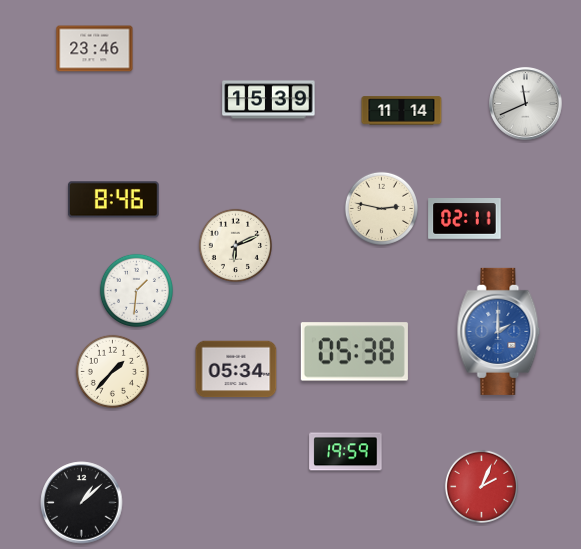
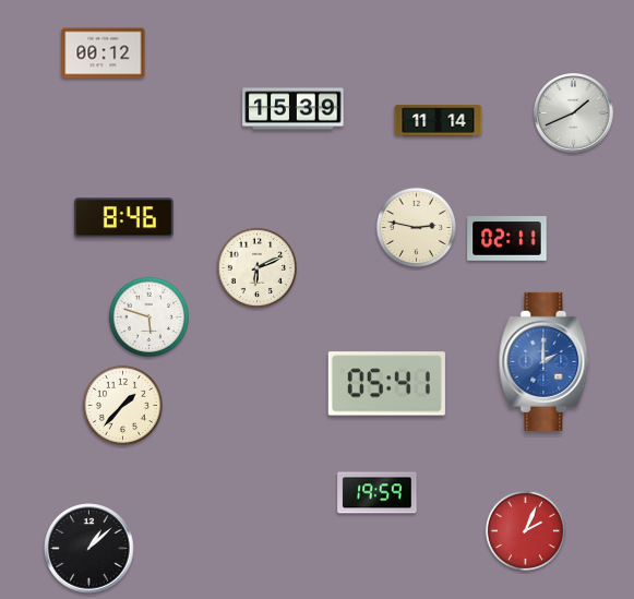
clock at (95, 49): 23:46 -> 00:12
clock at (526, 104): 11:41 -> 1:41
clock at (136, 290): 1:31 -> 5:48
clock at (354, 352): 05:38 -> 05:41
clock at (236, 369): 05:34 -> none
